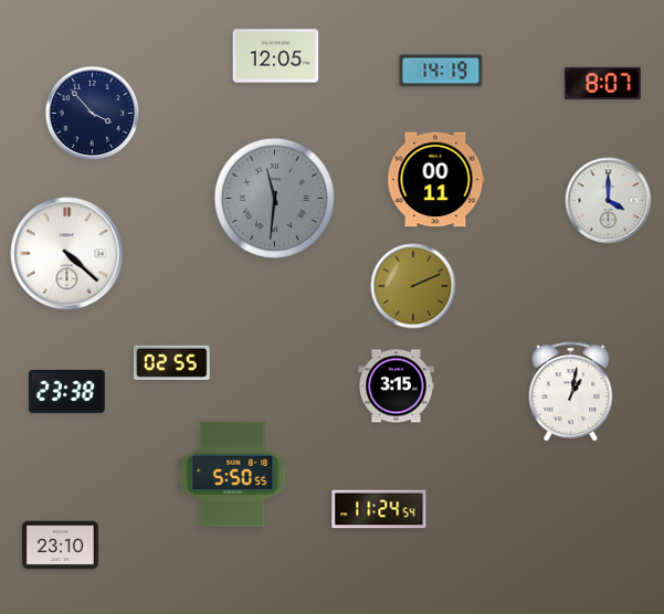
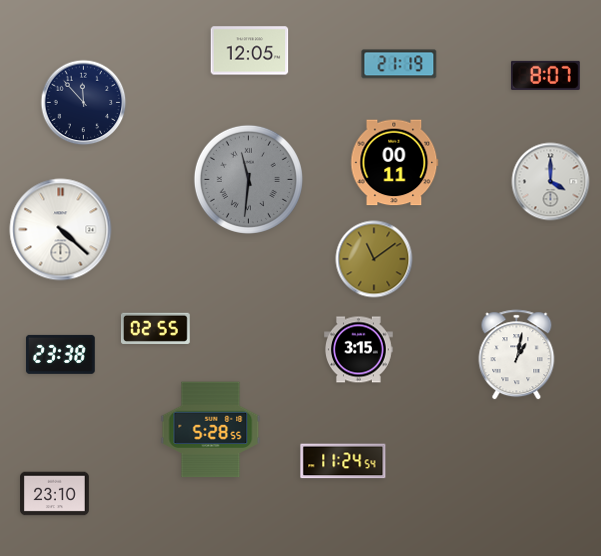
clock at (441, 71): 14:19 -> 21:19
clock at (93, 114): 3:53 -> 11:53
clock at (413, 286): 2:11 -> 11:09
clock at (233, 475): 5:50 -> 5:28
